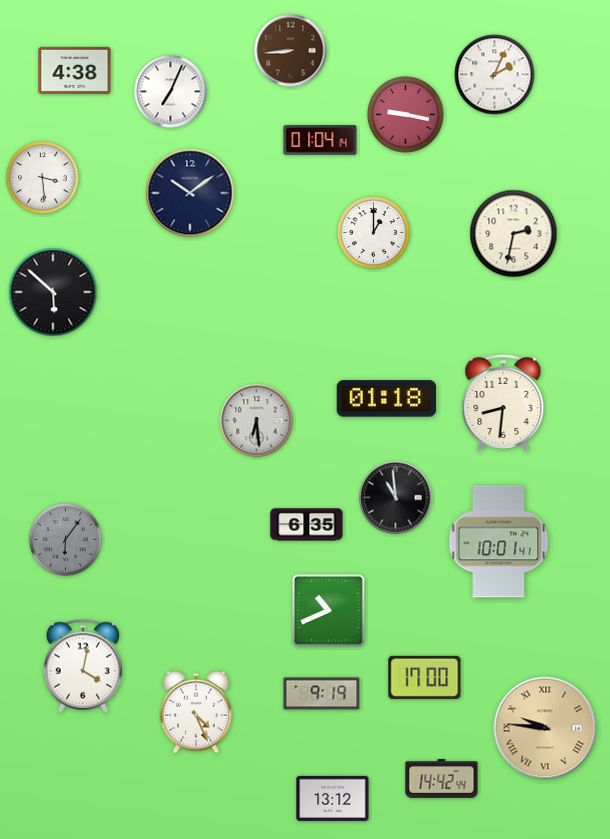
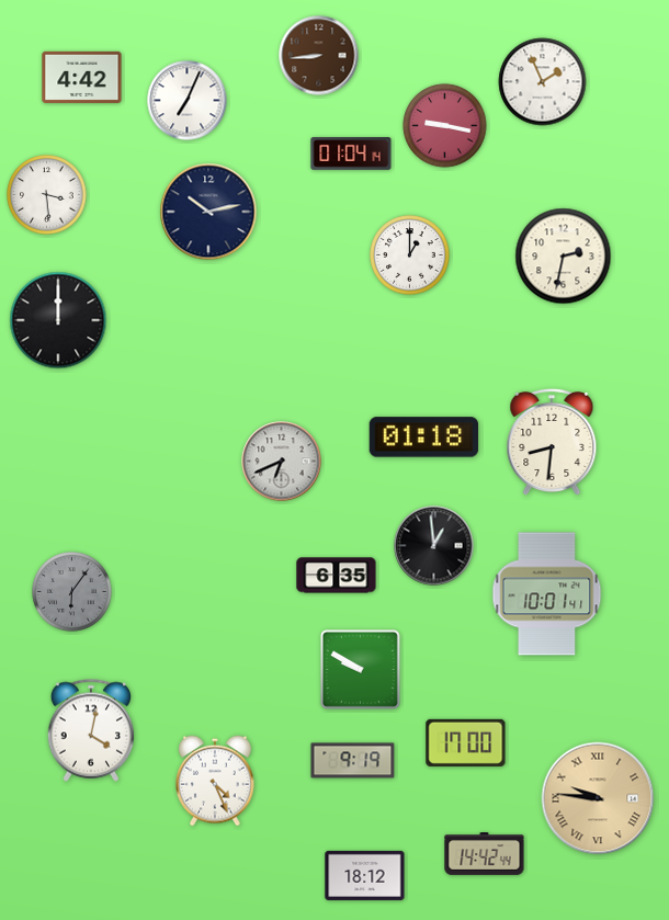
clock at (75, 70): 4:38 -> 4:42
clock at (495, 75): 2:04 -> 1:56
clock at (190, 193): 10:09 -> 10:13
clock at (53, 292): 5:52 -> 12:00
clock at (257, 421): 6:29 -> 6:41
clock at (396, 498): 10:59 -> 12:59
clock at (328, 610): 10:41 -> 9:50
clock at (333, 798): 13:12 -> 18:12
